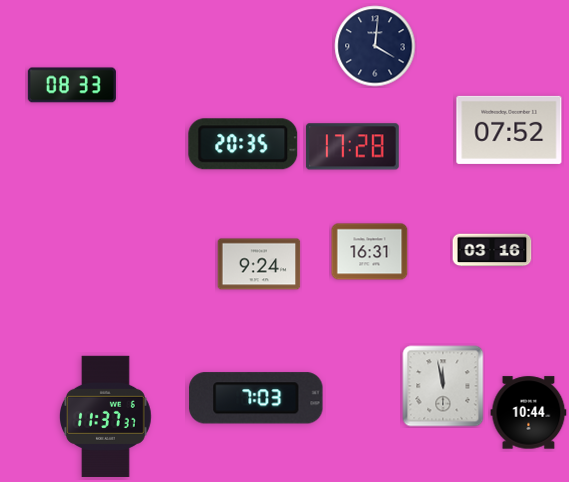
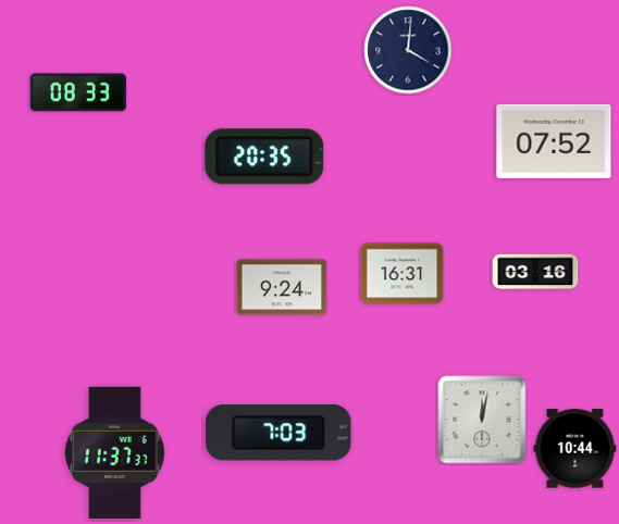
clock at (352, 147): 17:28 -> none
clock at (443, 386): 11:58 -> 12:02
